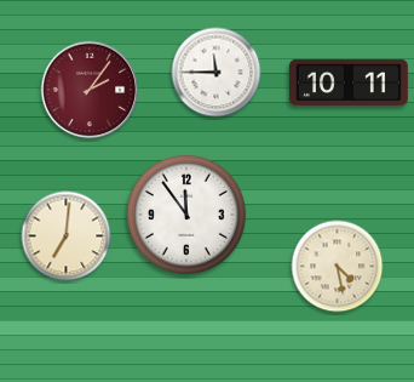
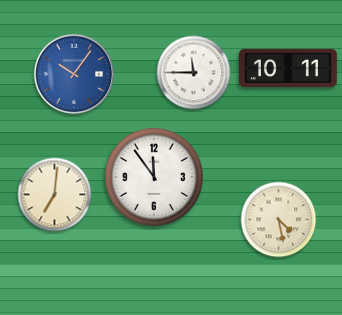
clock at (217, 73) position: (217, 73) -> (194, 73)
clock at (90, 90): 2:06 -> 10:06
clock at (90, 90) dial: burgundy -> blue
